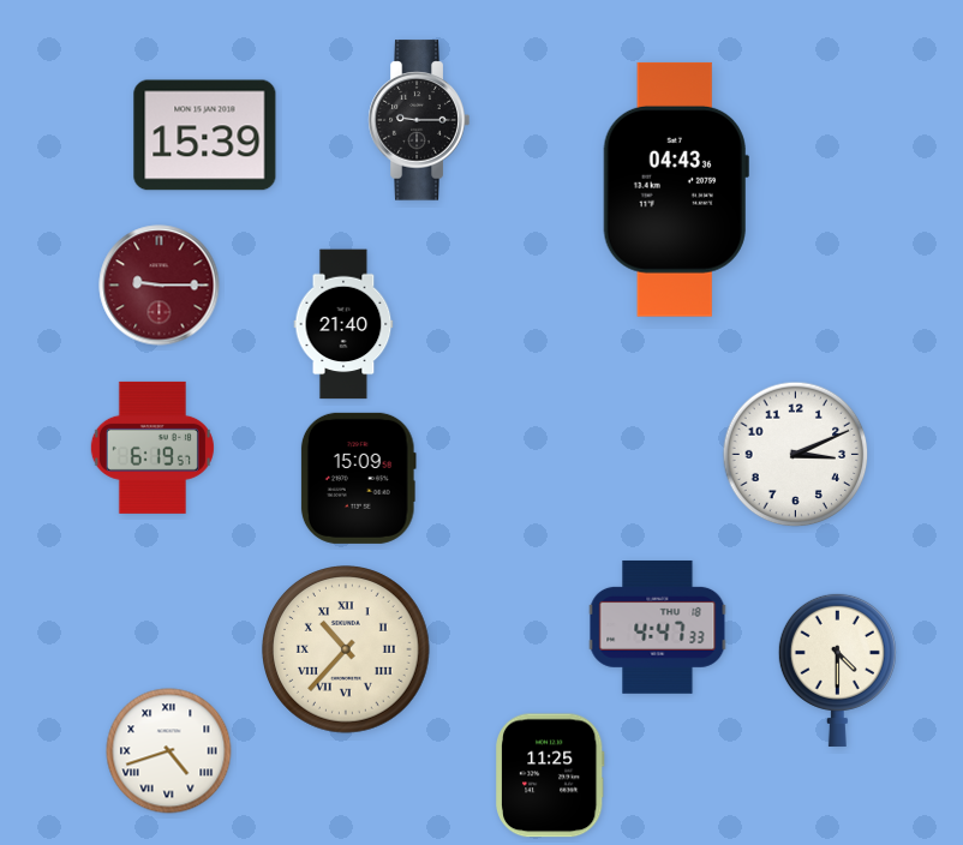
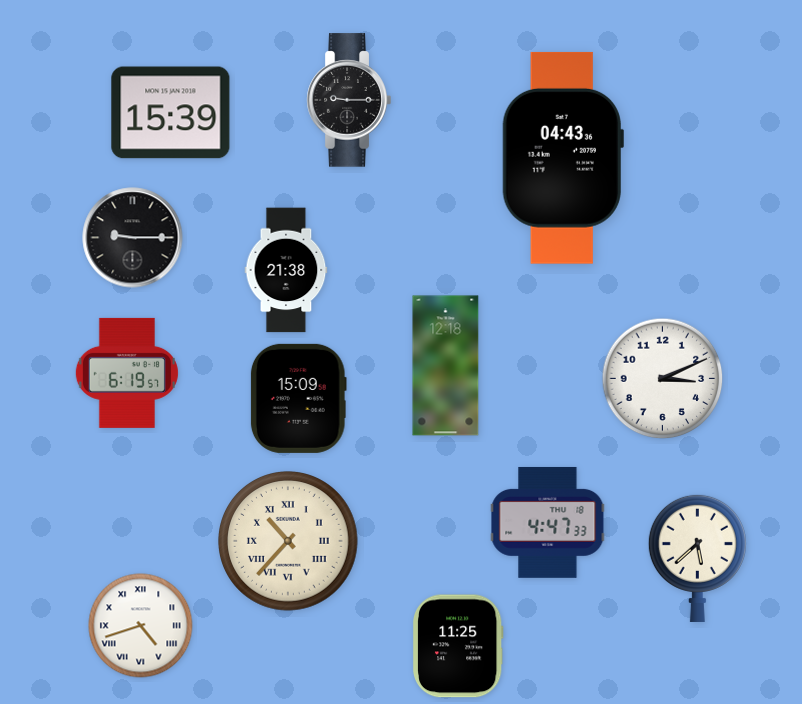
clock at (160, 286) dial: burgundy -> black
clock at (343, 324): 21:40 -> 21:38
clock at (446, 366): none -> 12:18
clock at (837, 670): 4:30 -> 5:38
